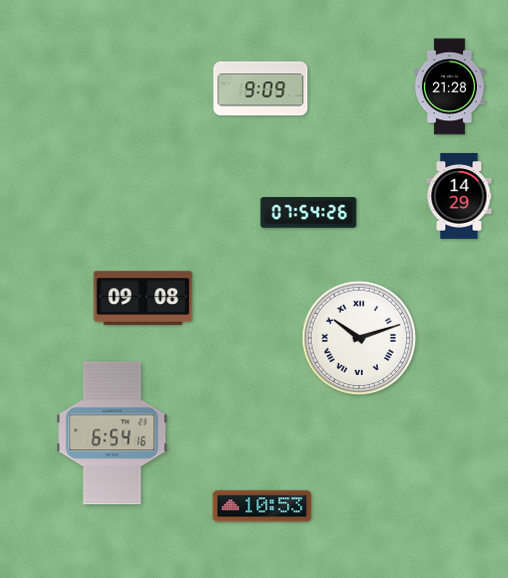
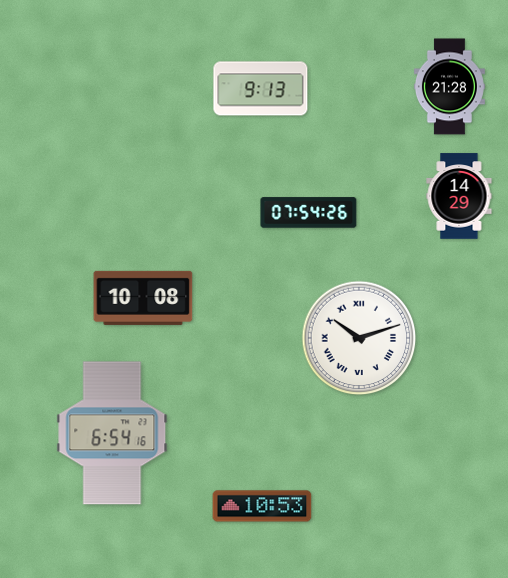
clock at (261, 89): 9:09 -> 9:13
clock at (143, 298): 09:08 -> 10:08
